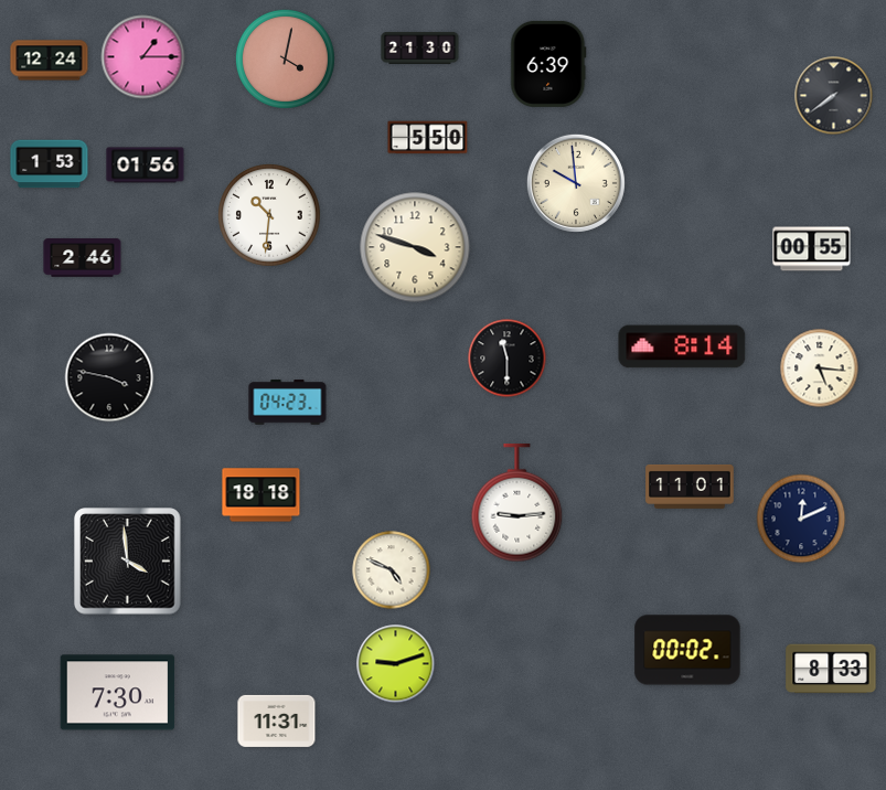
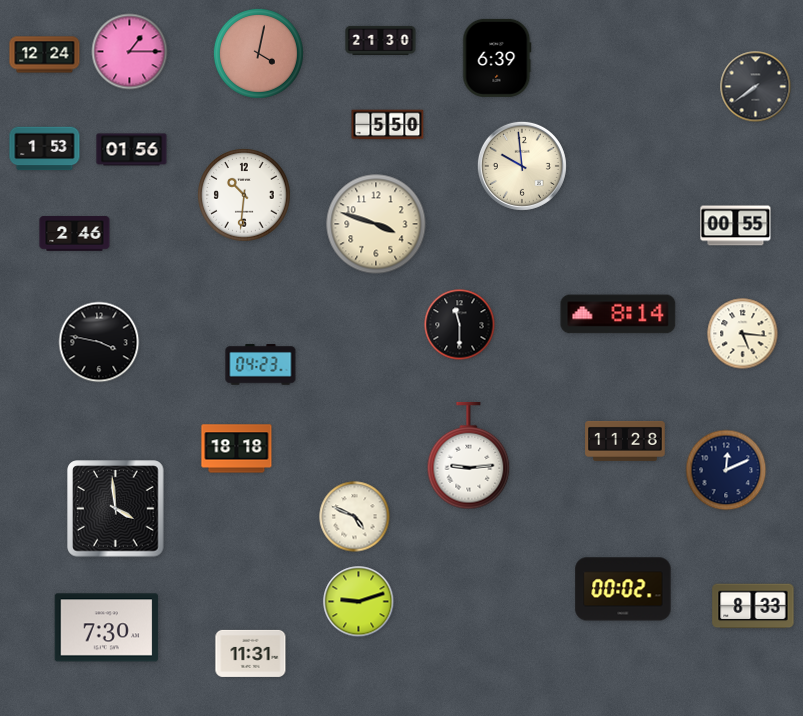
clock at (420, 47) position: (420, 47) -> (381, 40)
clock at (690, 487): 11:01 -> 11:28
